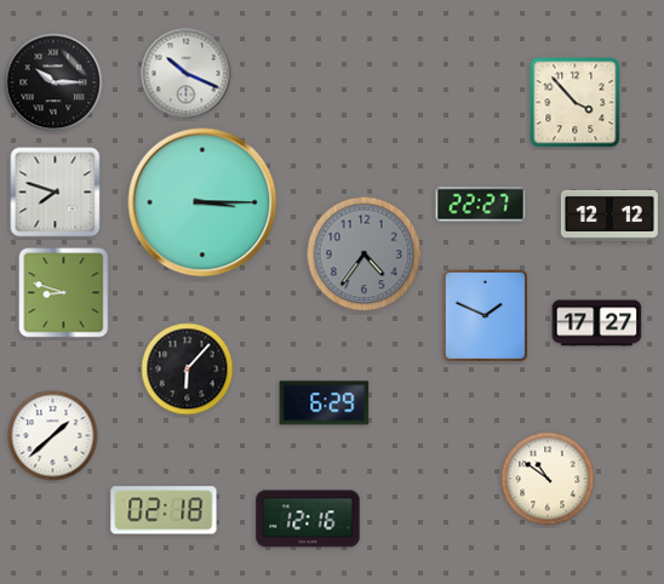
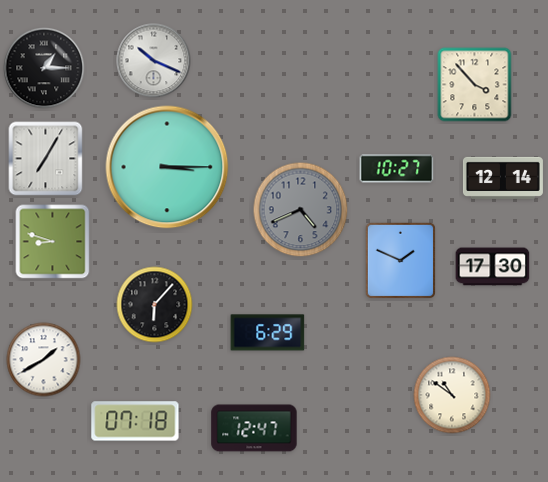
clock at (53, 82): 10:15 -> 1:15
clock at (56, 193): 7:48 -> 7:05
clock at (481, 205): 22:27 -> 10:27
clock at (609, 216): 12:12 -> 12:14
clock at (365, 254): 4:36 -> 4:41
clock at (597, 324): 17:27 -> 17:30
clock at (53, 436): 1:38 -> 1:40
clock at (164, 510): 02:18 -> 07:18
clock at (308, 519): 12:16 -> 12:47
